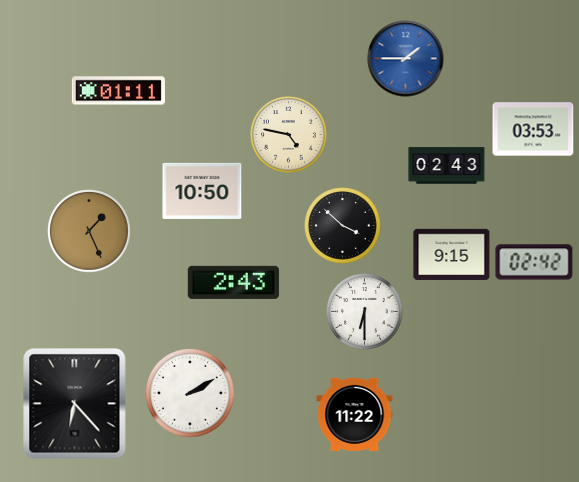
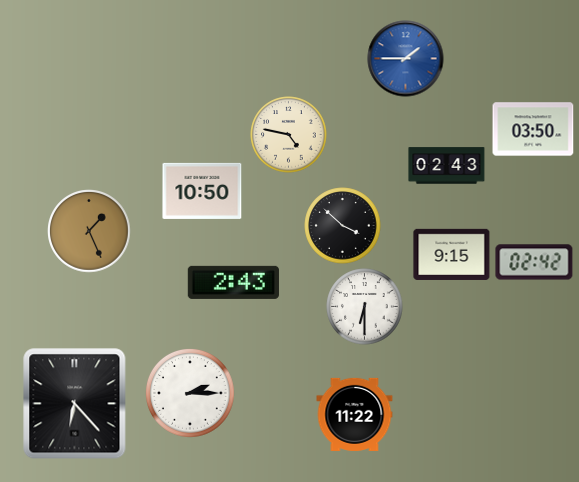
clock at (118, 91): 01:11 -> none
clock at (533, 129): 03:53 -> 03:50
clock at (365, 312) position: (365, 312) -> (365, 307)
clock at (191, 394): 2:10 -> 2:15
